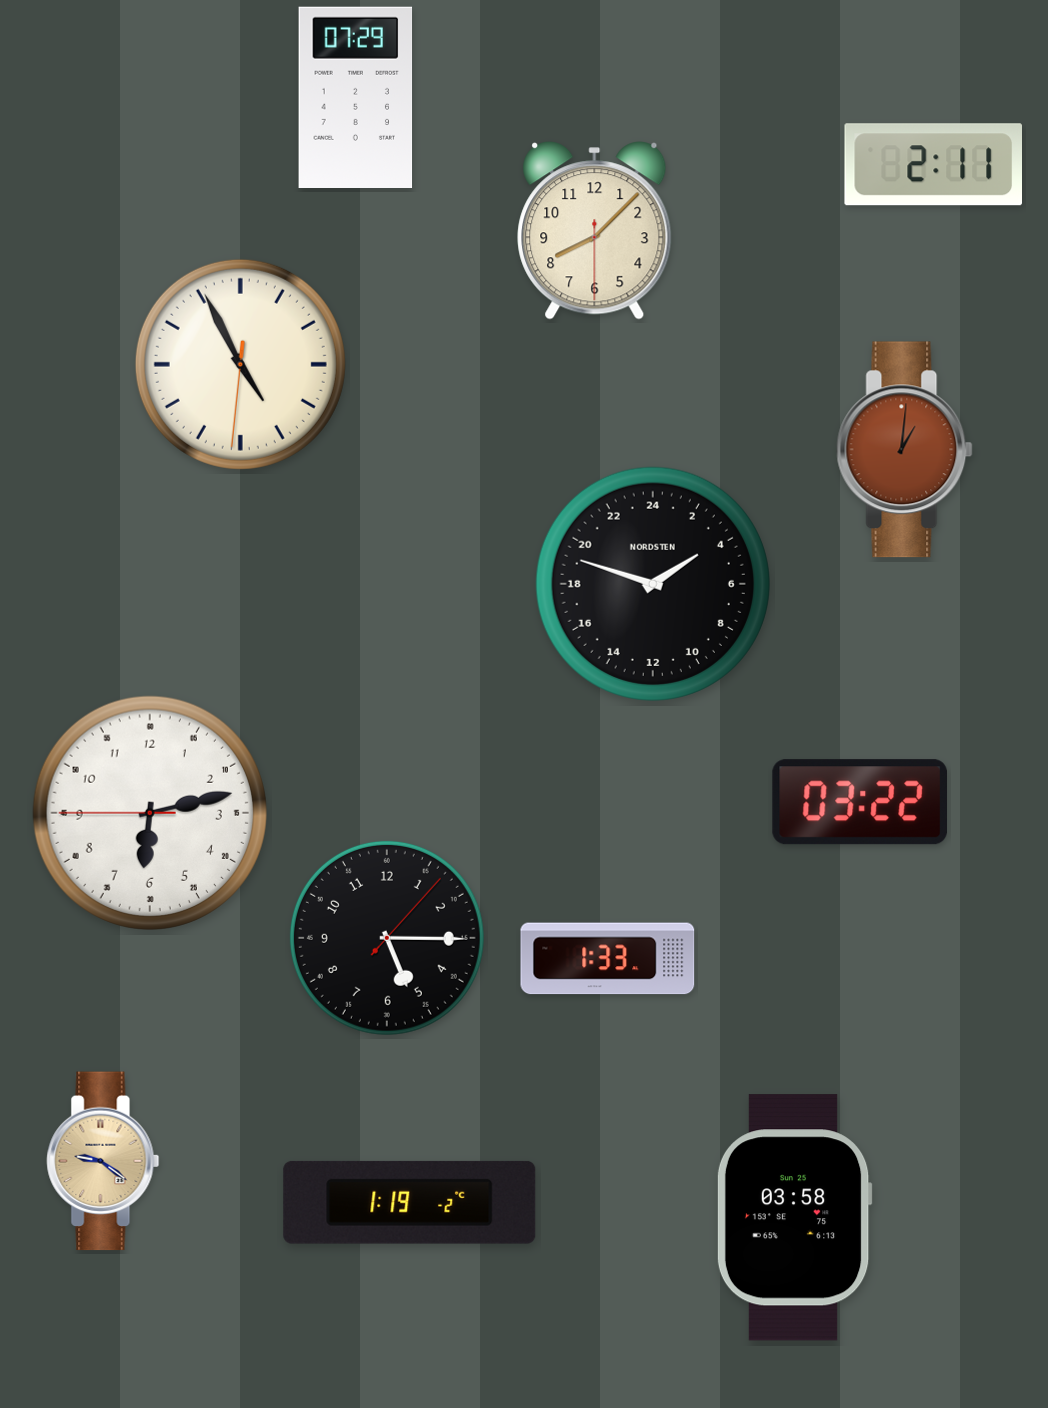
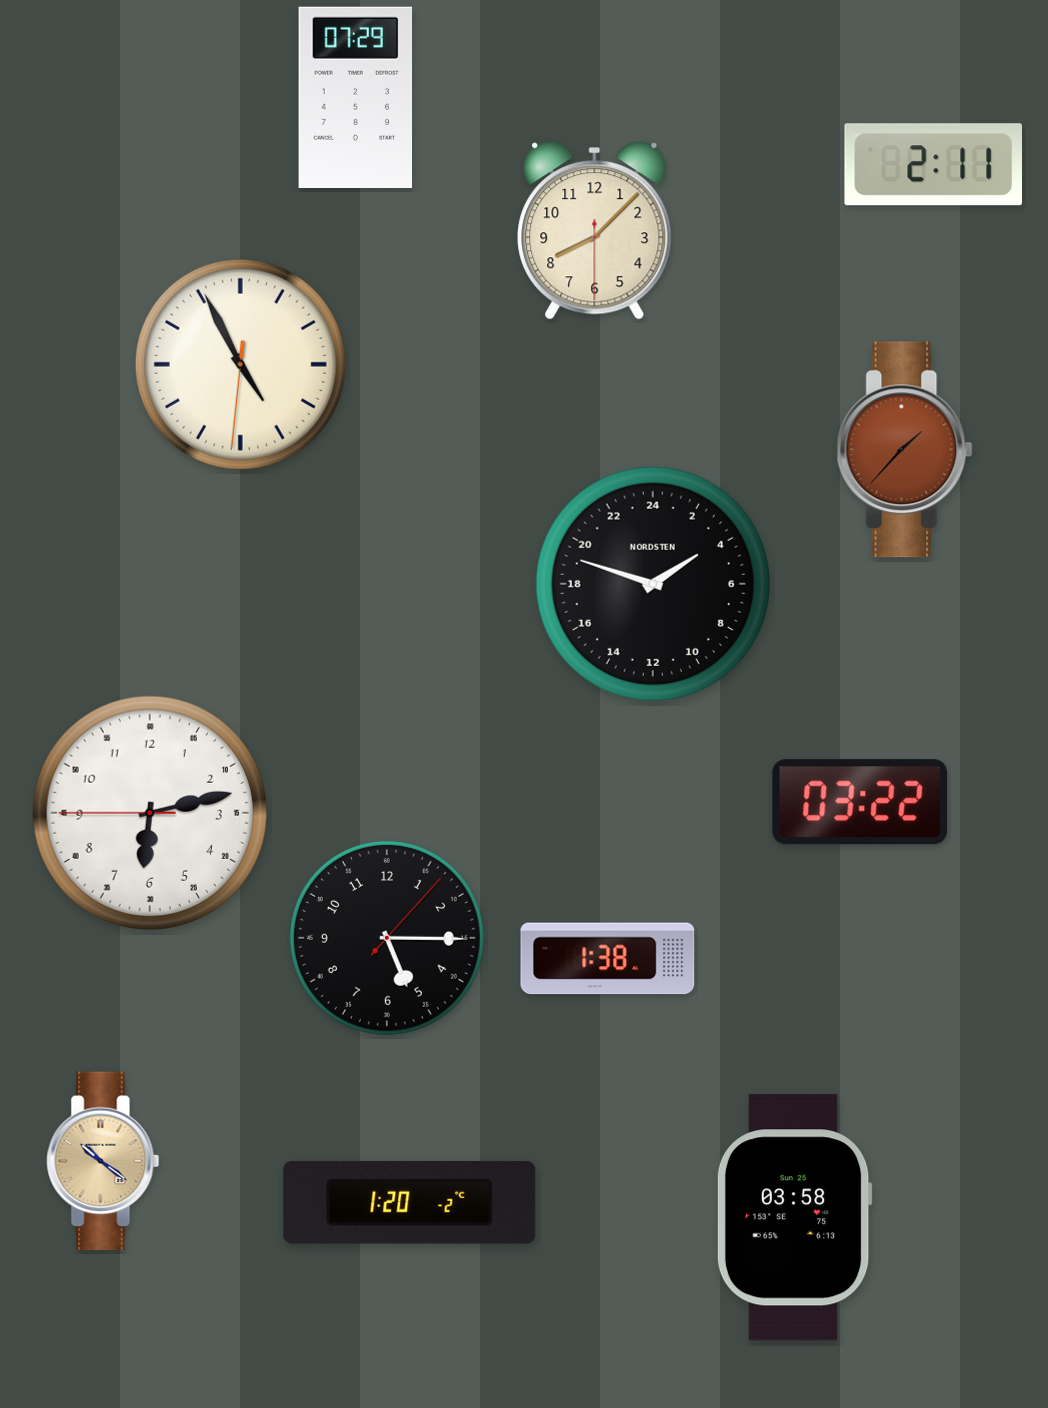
clock at (905, 450): 1:01 -> 1:37
clock at (608, 959): 1:33 -> 1:38
clock at (103, 1161): 9:21 -> 10:21
clock at (410, 1202): 1:19 -> 1:20
